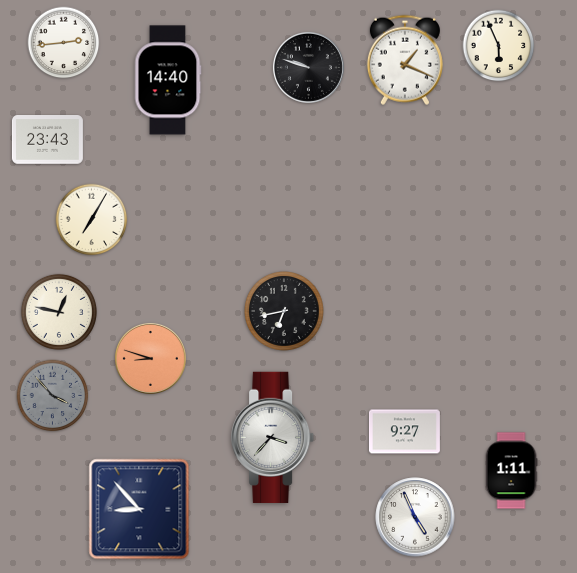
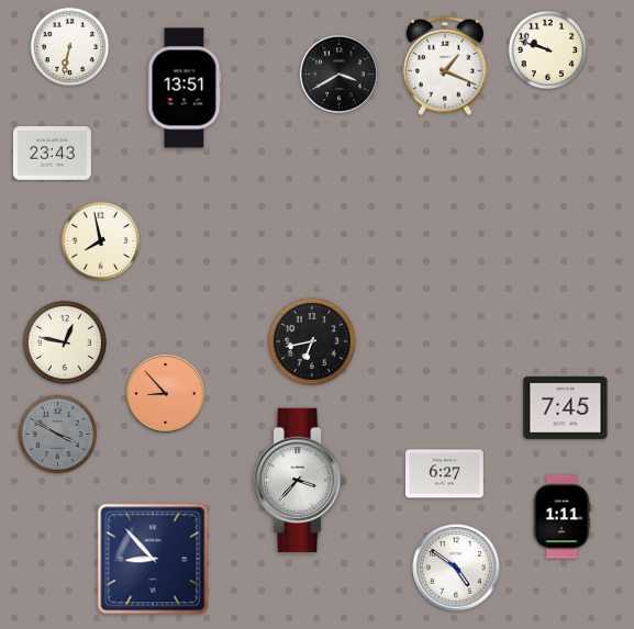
clock at (64, 43): 2:44 -> 6:32
clock at (499, 46): 5:56 -> 9:48
clock at (308, 67): 9:48 -> 3:40
clock at (168, 80): 14:40 -> 13:51
clock at (92, 220): 7:05 -> 7:58
clock at (150, 358): 8:48 -> 8:53
clock at (566, 407): none -> 7:45
clock at (53, 396): 3:53 -> 3:50
clock at (404, 432): 9:27 -> 6:27
clock at (415, 517): 4:56 -> 4:51
